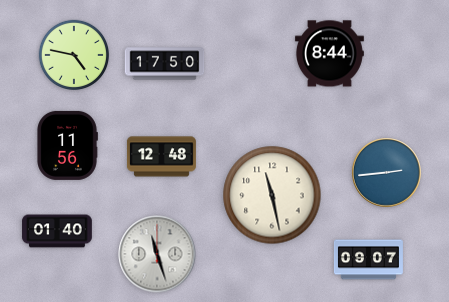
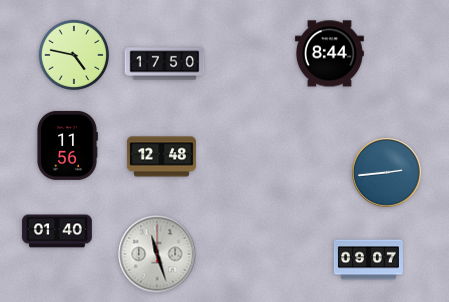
clock at (272, 195): 11:28 -> none
